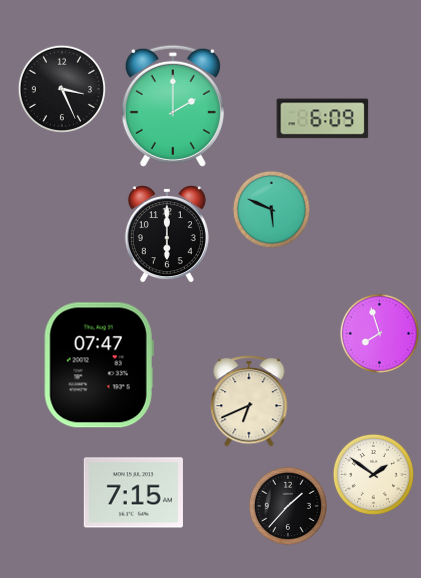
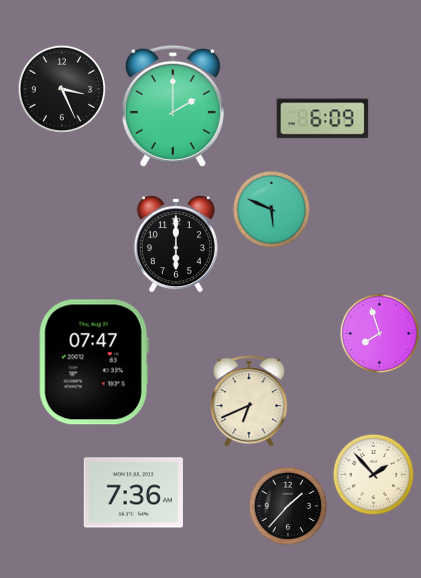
clock at (167, 234) position: (167, 234) -> (176, 244)
clock at (99, 365) position: (99, 365) -> (94, 362)
clock at (373, 474): 1:51 -> 1:53
clock at (133, 493): 7:15 -> 7:36
